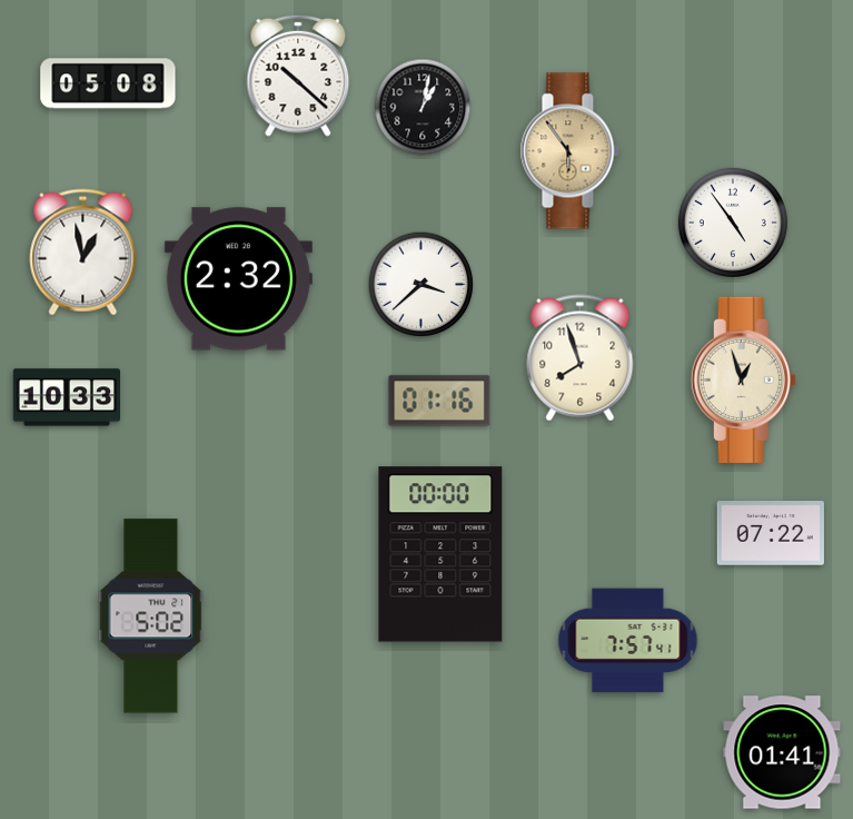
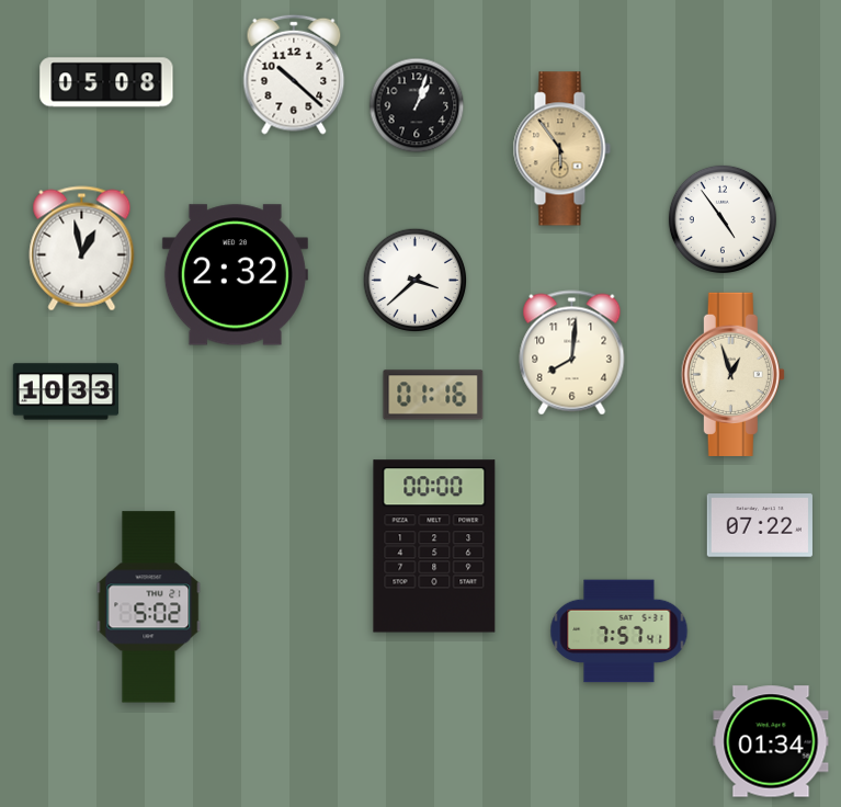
clock at (423, 107): 1:02 -> 1:03
clock at (581, 358): 7:57 -> 8:01
clock at (782, 752): 01:41 -> 01:34
